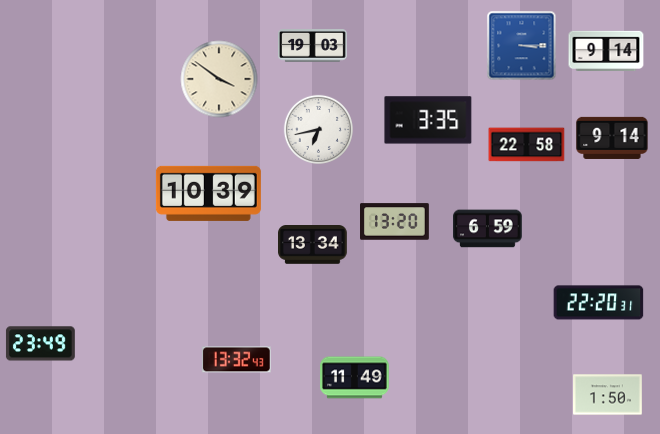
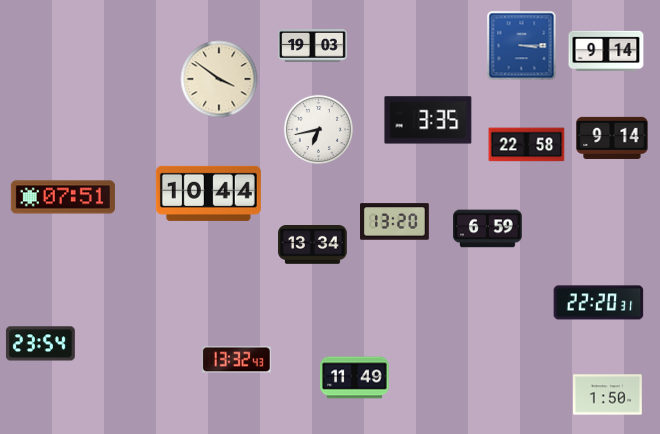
clock at (208, 193): 10:39 -> 10:44
clock at (63, 197): none -> 07:51
clock at (40, 344): 23:49 -> 23:54
